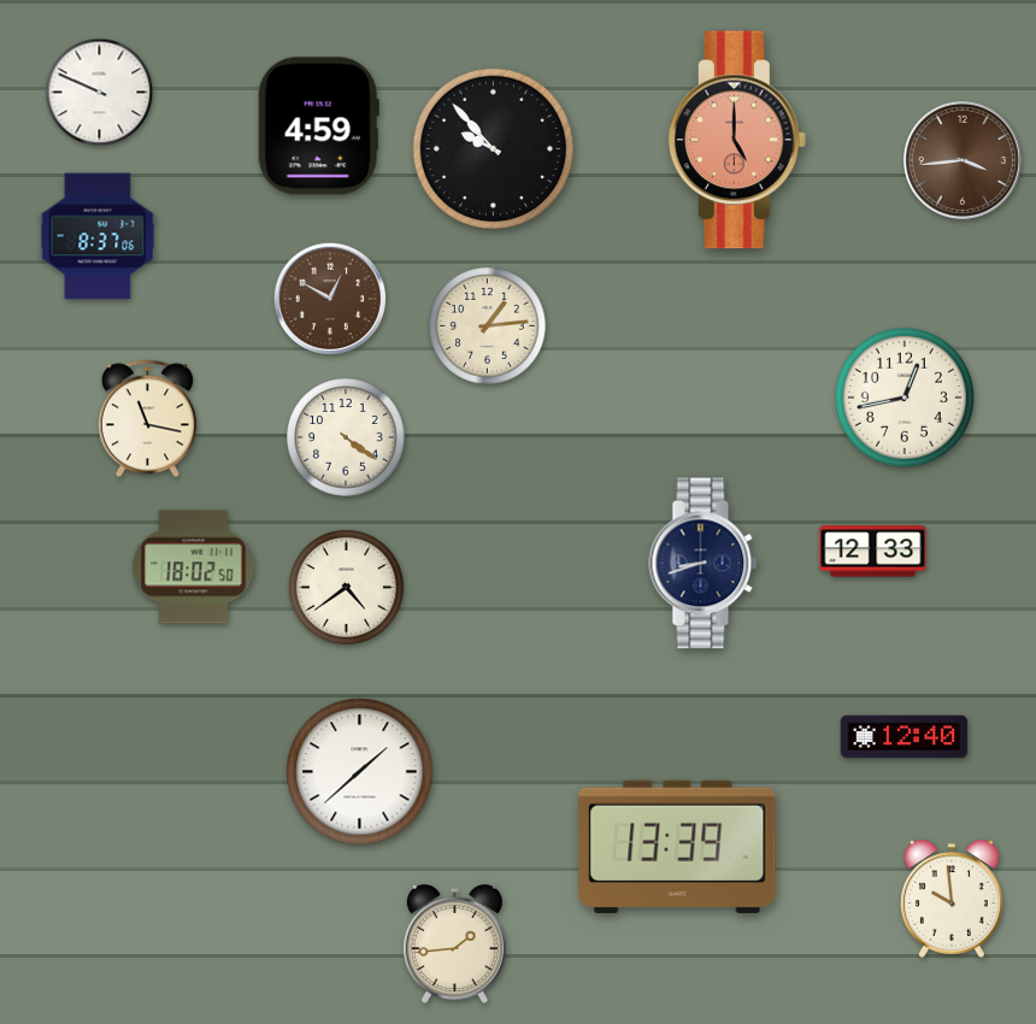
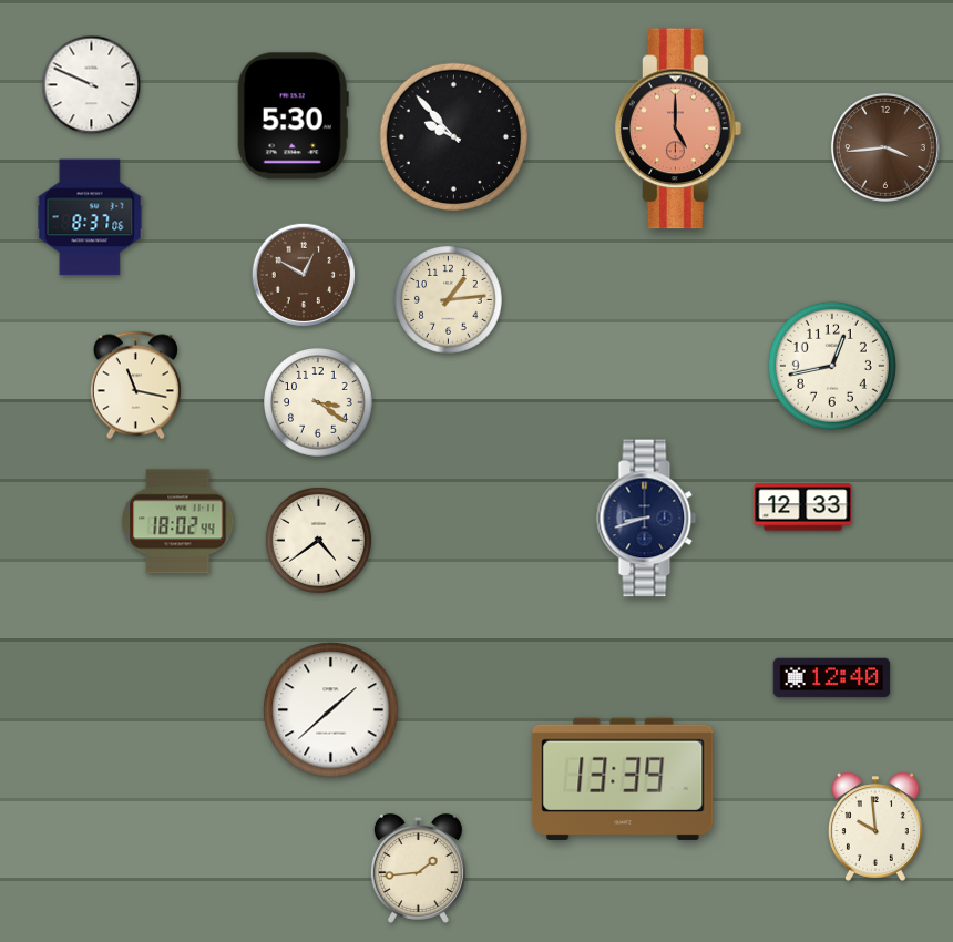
clock at (318, 126): 4:59 -> 5:30
clock at (346, 437): 4:21 -> 3:21
clock at (194, 567): 18:02:50 -> 18:02:44
